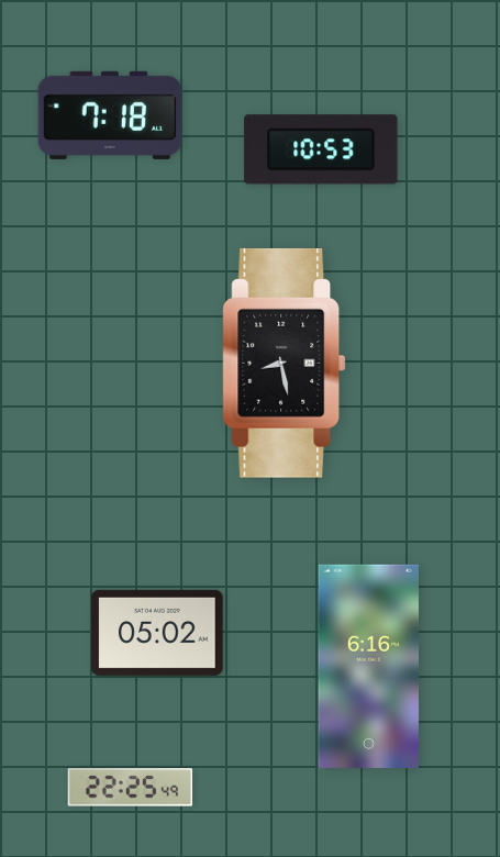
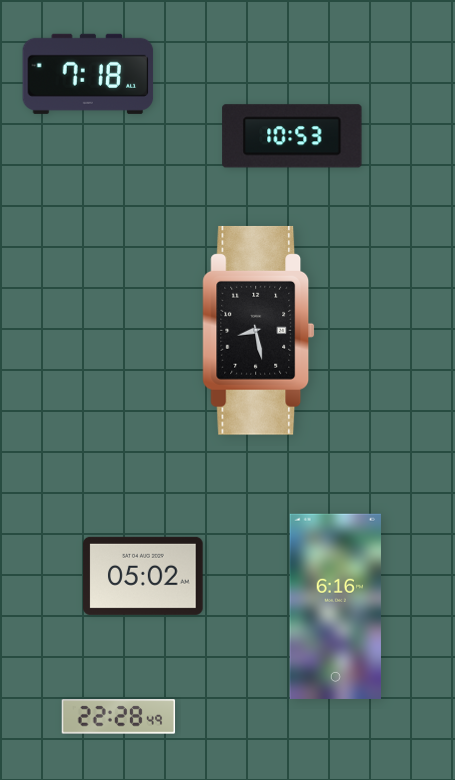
clock at (110, 115) position: (110, 115) -> (88, 74)
clock at (131, 788): 22:25 -> 22:28
